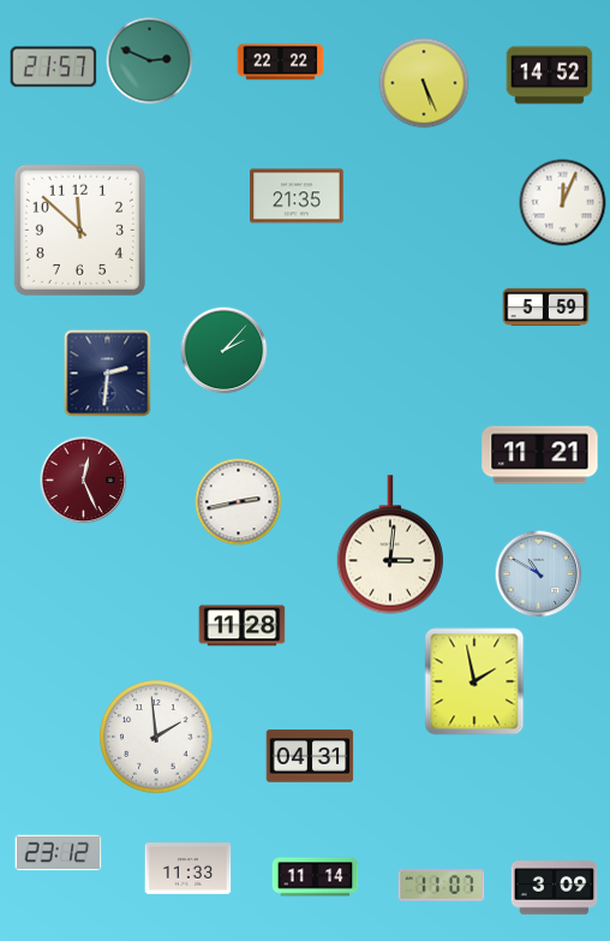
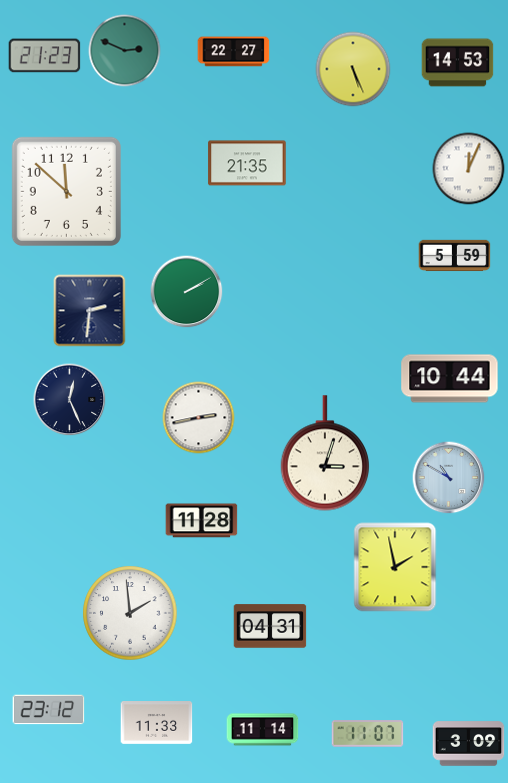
clock at (281, 62): 22:22 -> 22:27
clock at (54, 67): 21:57 -> 21:23
clock at (550, 76): 14:52 -> 14:53
clock at (225, 351): 2:07 -> 2:10
clock at (540, 455): 11:21 -> 10:44
clock at (84, 481) dial: burgundy -> navy
clock at (389, 544): 3:01 -> 3:03
clock at (310, 756) position: (310, 756) -> (270, 626)
clock at (442, 886) position: (442, 886) -> (368, 734)
clock at (555, 888) position: (555, 888) -> (469, 744)
